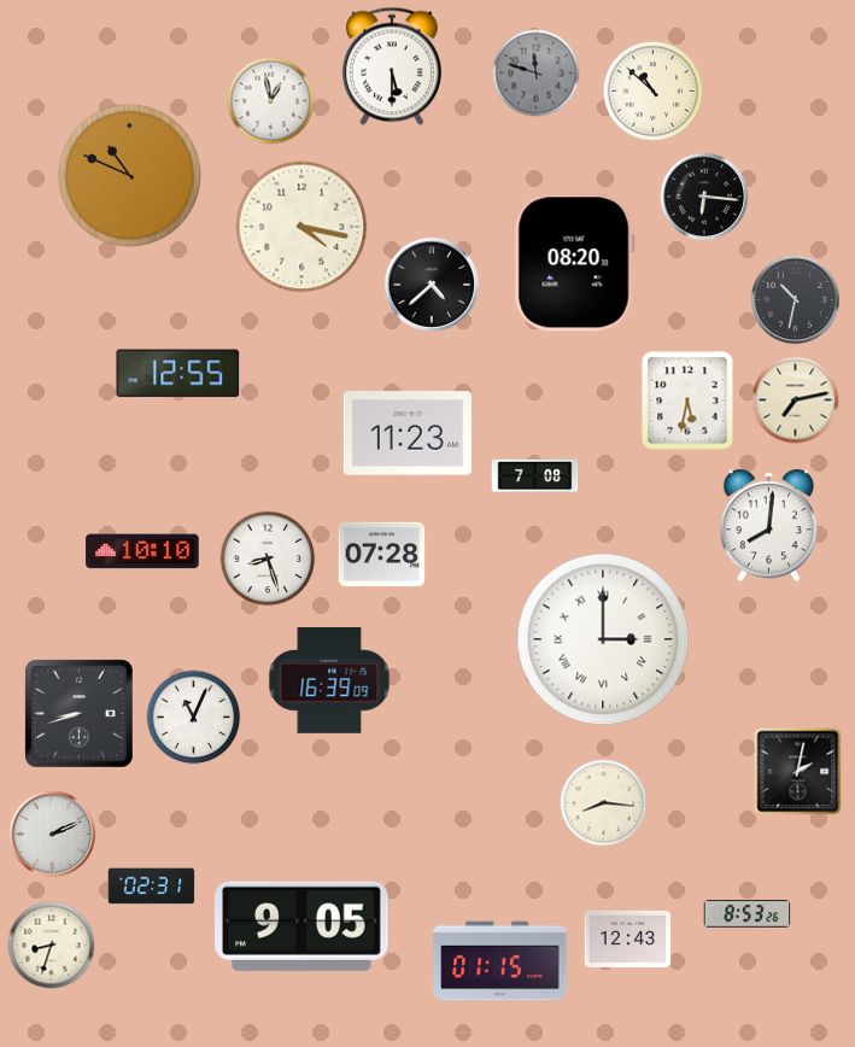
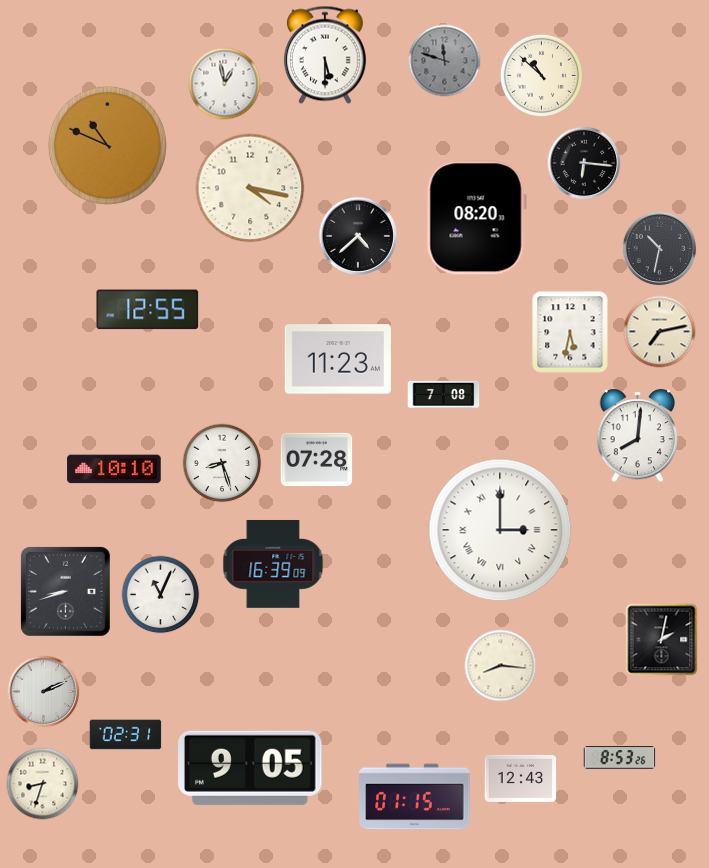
clock at (142, 551) position: (142, 551) -> (114, 469)
